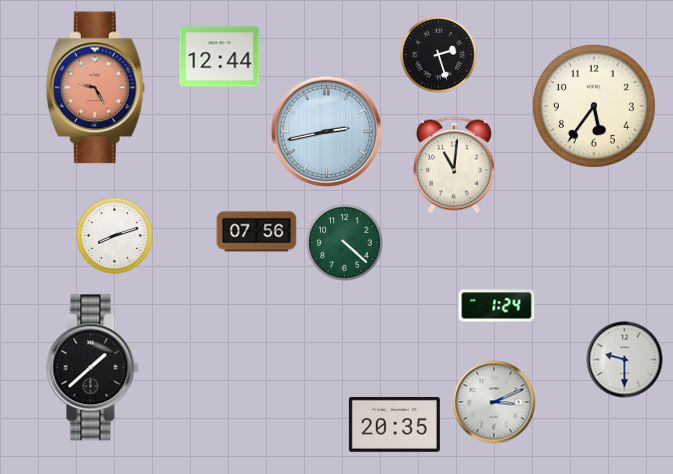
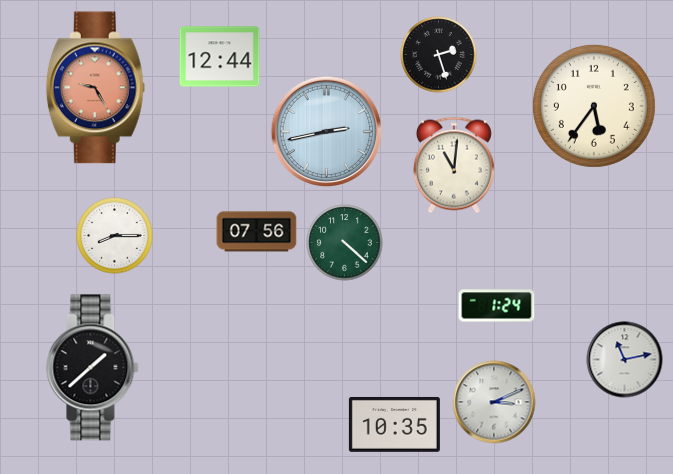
clock at (115, 236): 8:12 -> 8:15
clock at (625, 360): 9:30 -> 11:13
clock at (394, 424): 20:35 -> 10:35
